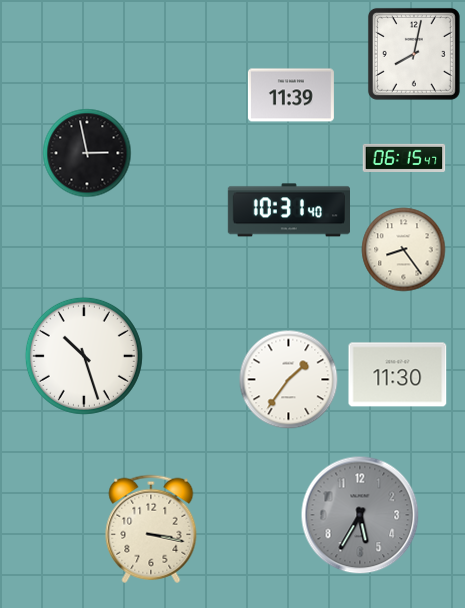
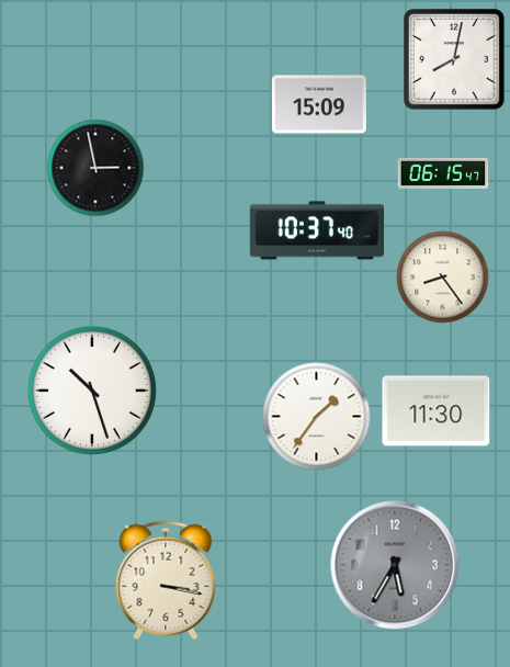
clock at (291, 95): 11:39 -> 15:09
clock at (288, 210): 10:31 -> 10:37
clock at (404, 250) position: (404, 250) -> (443, 278)
